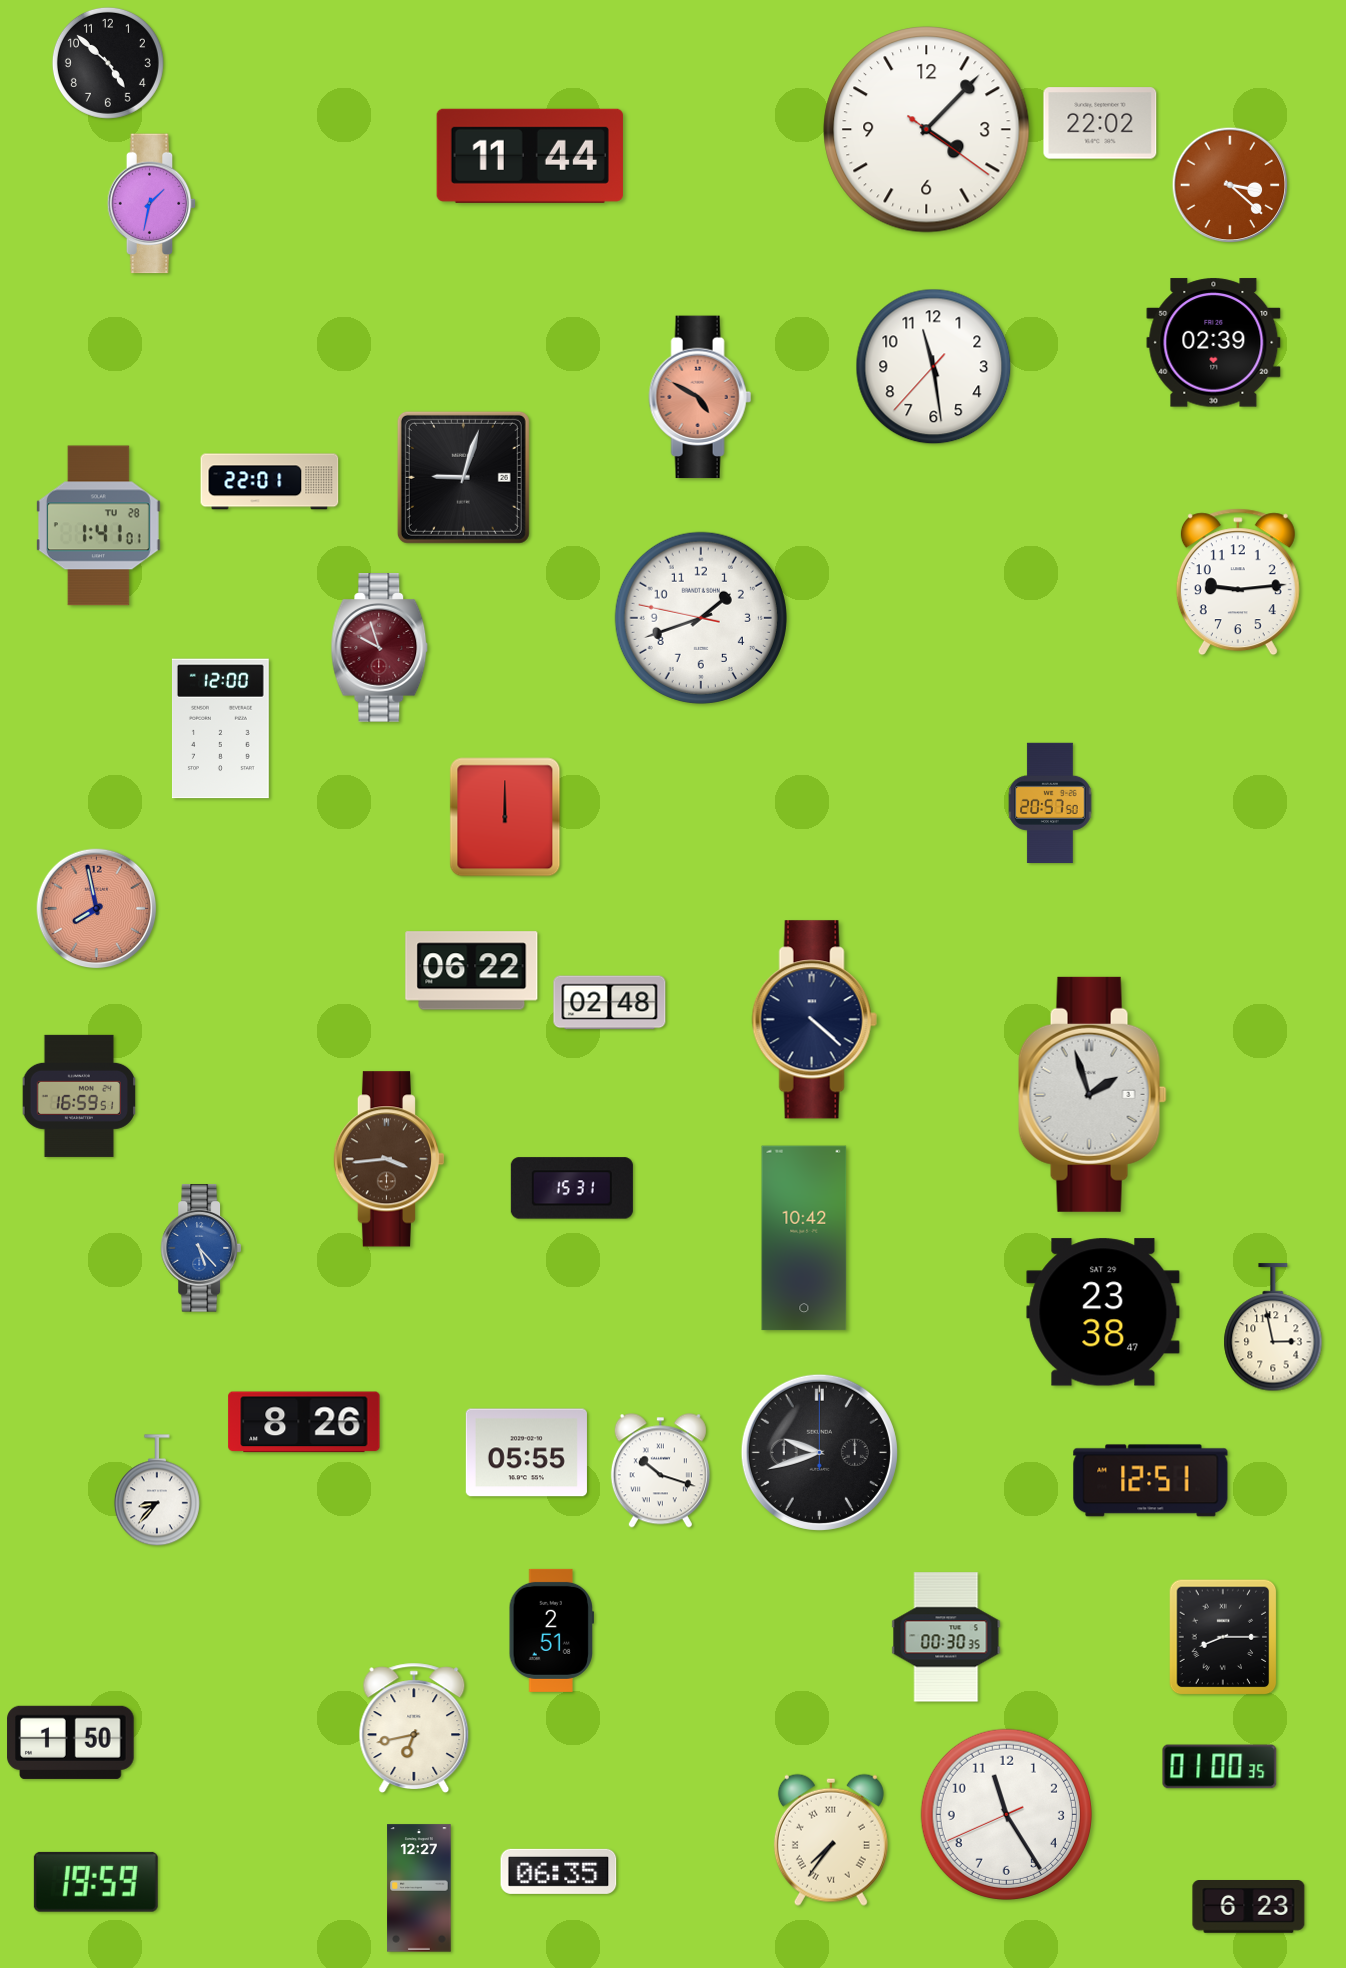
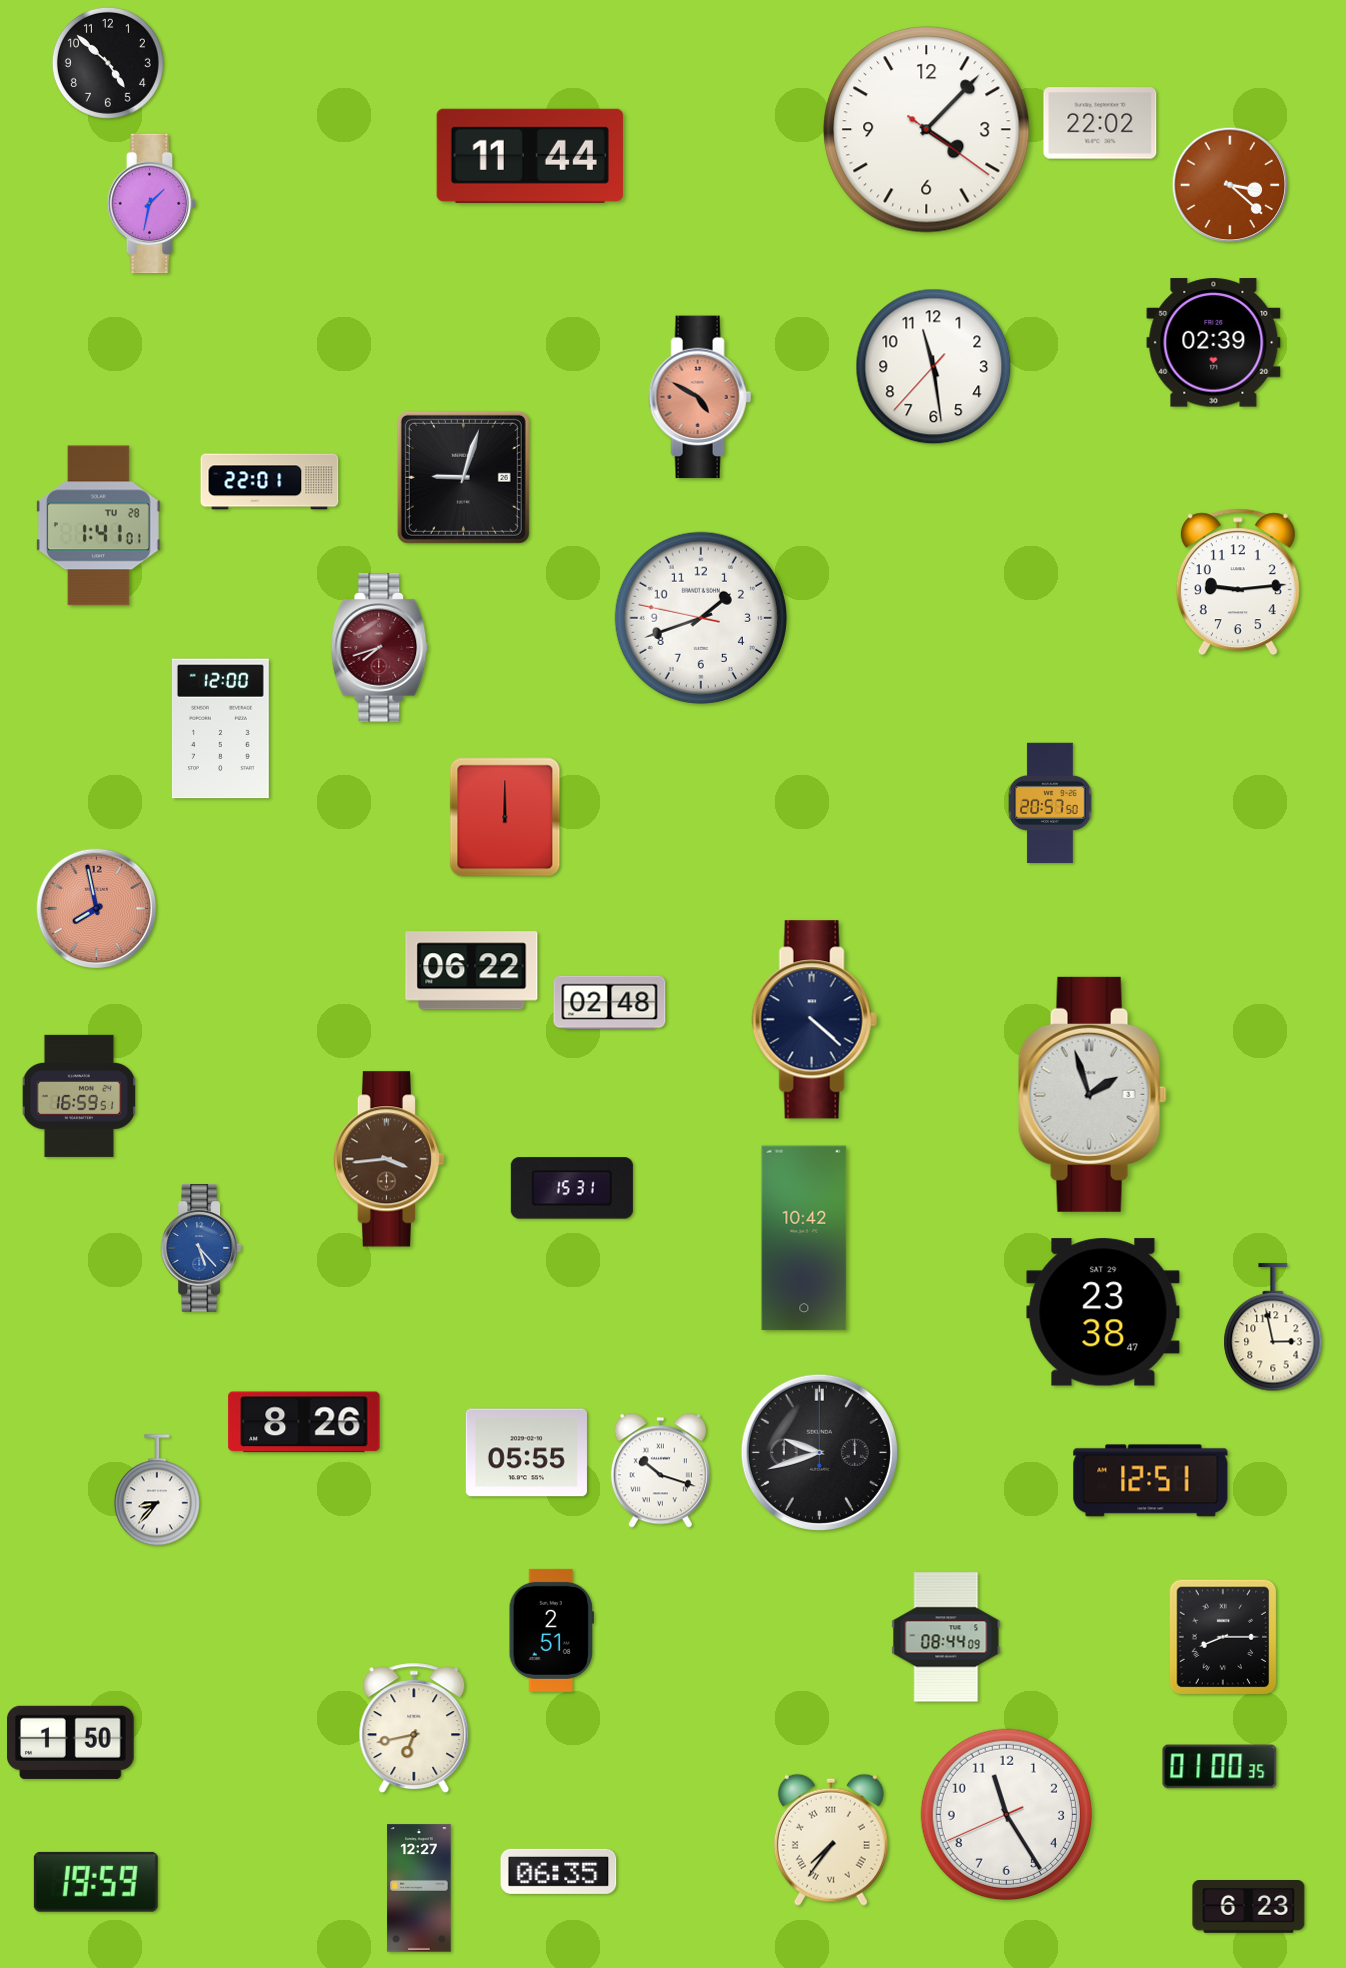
clock at (380, 648): 9:57 -> 7:42
clock at (946, 1637): 00:30 -> 08:44
